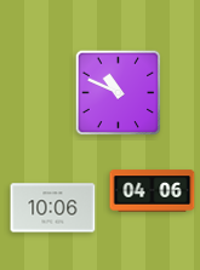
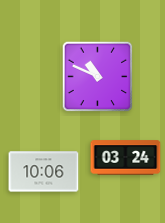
clock at (153, 191): 04:06 -> 03:24
